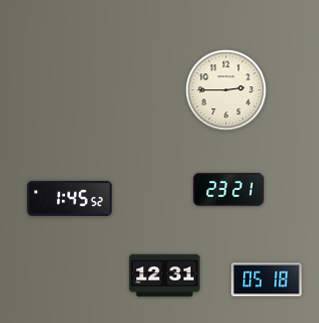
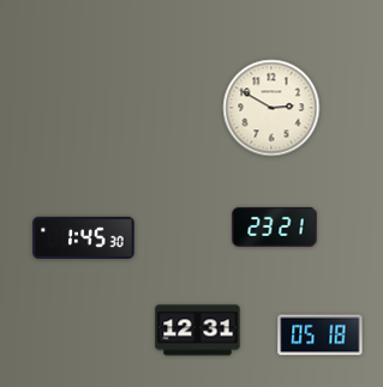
clock at (226, 90): 2:45 -> 2:50
clock at (70, 198): 1:45:52 -> 1:45:30
